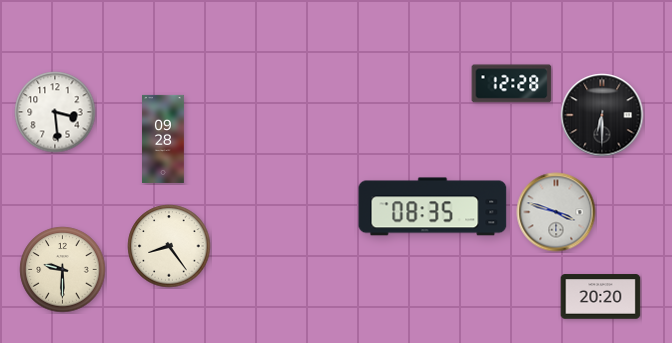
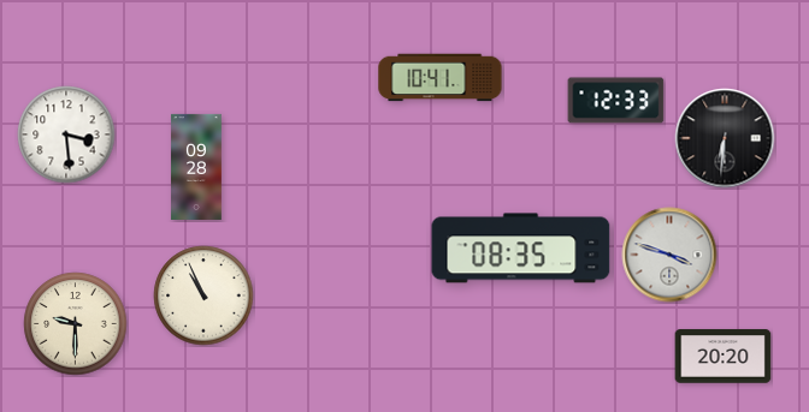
clock at (441, 78): none -> 10:41
clock at (512, 84): 12:28 -> 12:33
clock at (602, 115): 6:30 -> 6:31
clock at (169, 246): 8:24 -> 10:56
